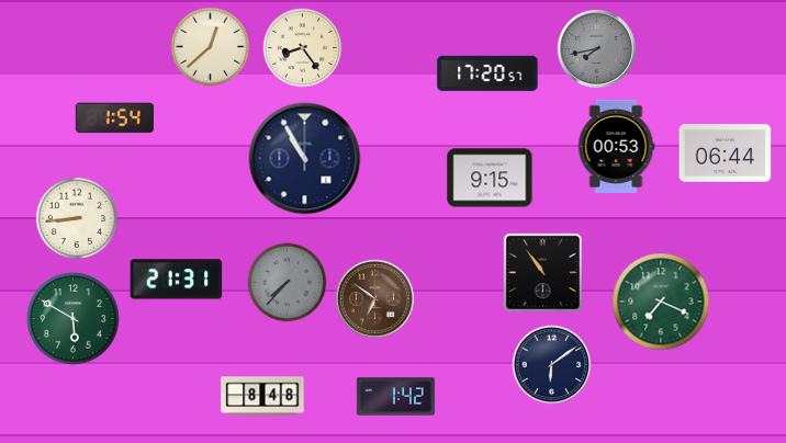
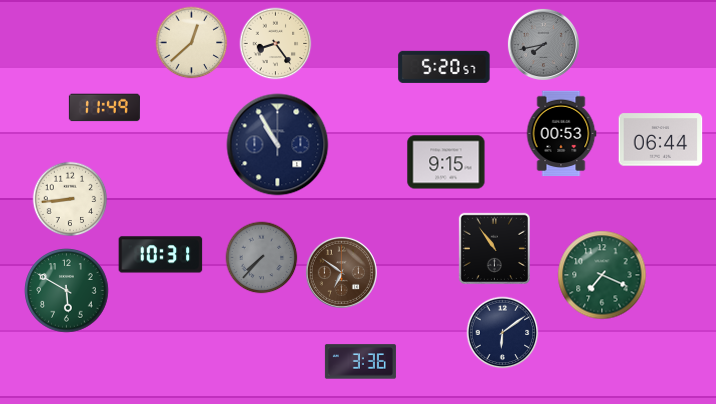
clock at (487, 73): 17:20 -> 5:20
clock at (114, 118): 1:54 -> 11:49
clock at (177, 280): 21:31 -> 10:31
clock at (262, 396): 8:48 -> none
clock at (395, 397): 1:42 -> 3:36
